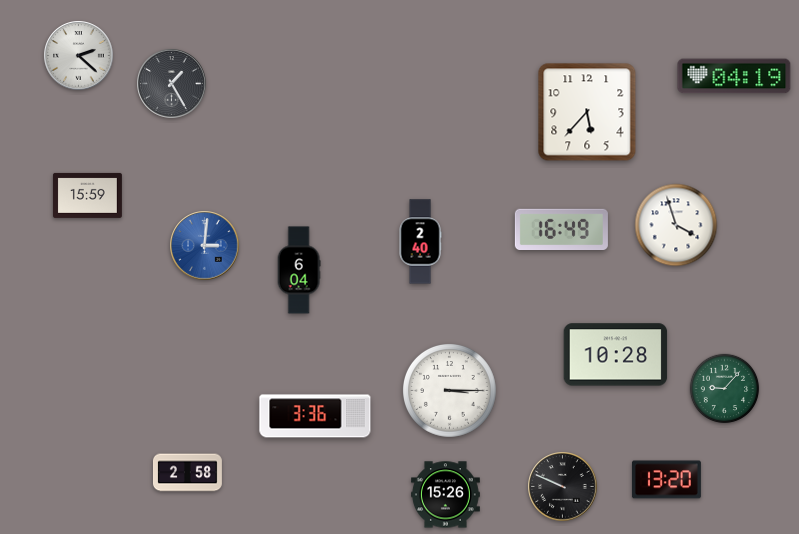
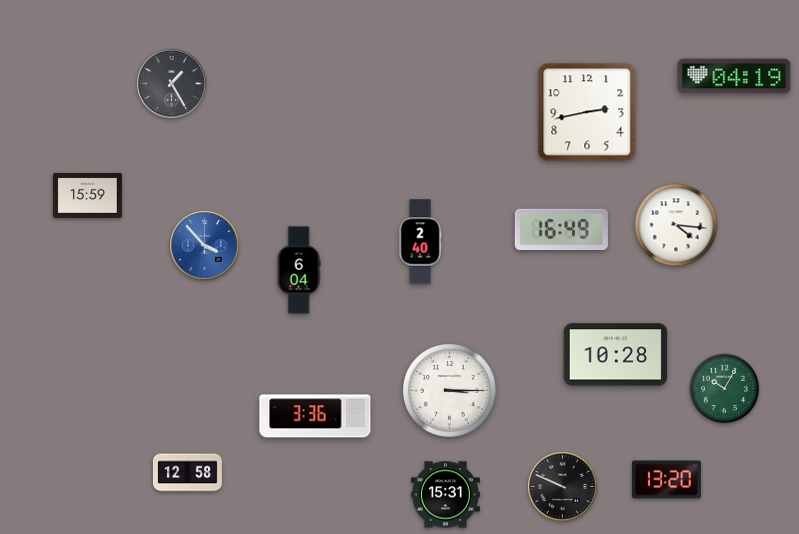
clock at (79, 56): 2:22 -> none
clock at (587, 112): 5:37 -> 2:43
clock at (676, 225): 3:57 -> 4:16
clock at (205, 246): 3:01 -> 3:53
clock at (725, 389): 9:07 -> 10:05
clock at (187, 473): 2:58 -> 12:58
clock at (445, 495): 15:26 -> 15:31
